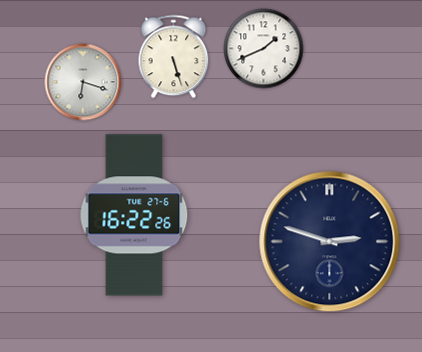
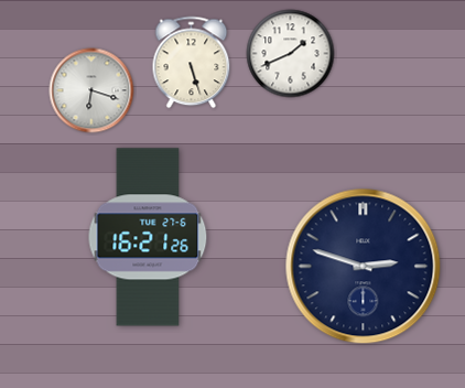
clock at (134, 215): 16:22 -> 16:21
